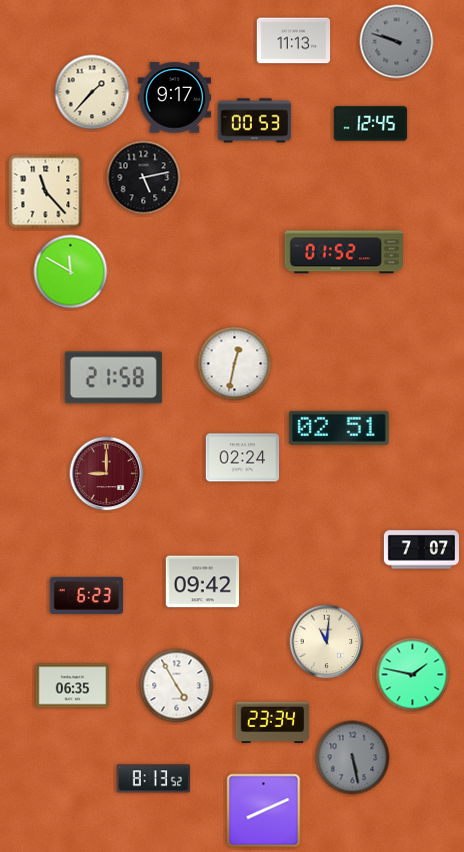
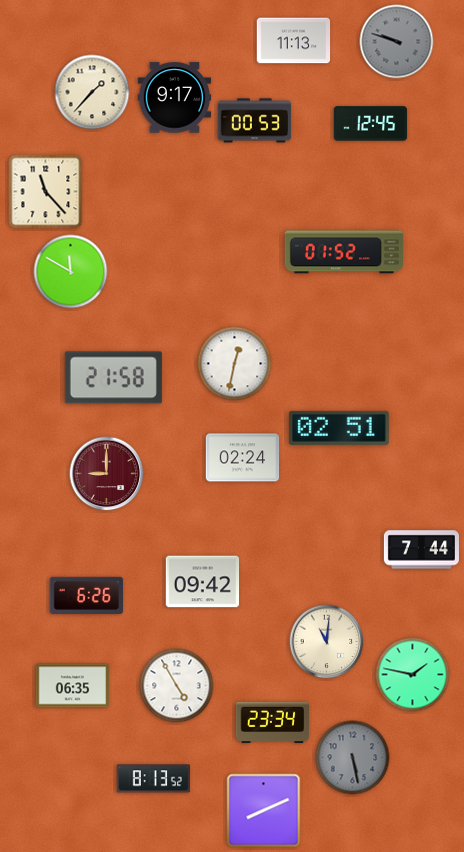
clock at (144, 178): 5:13 -> none
clock at (421, 550): 7:07 -> 7:44
clock at (87, 595): 6:23 -> 6:26
